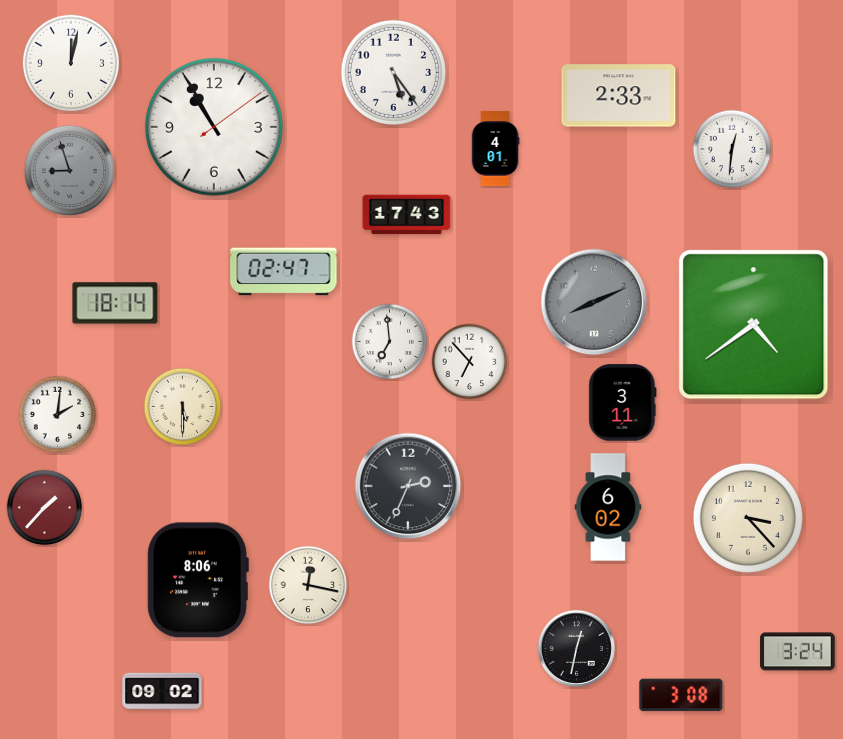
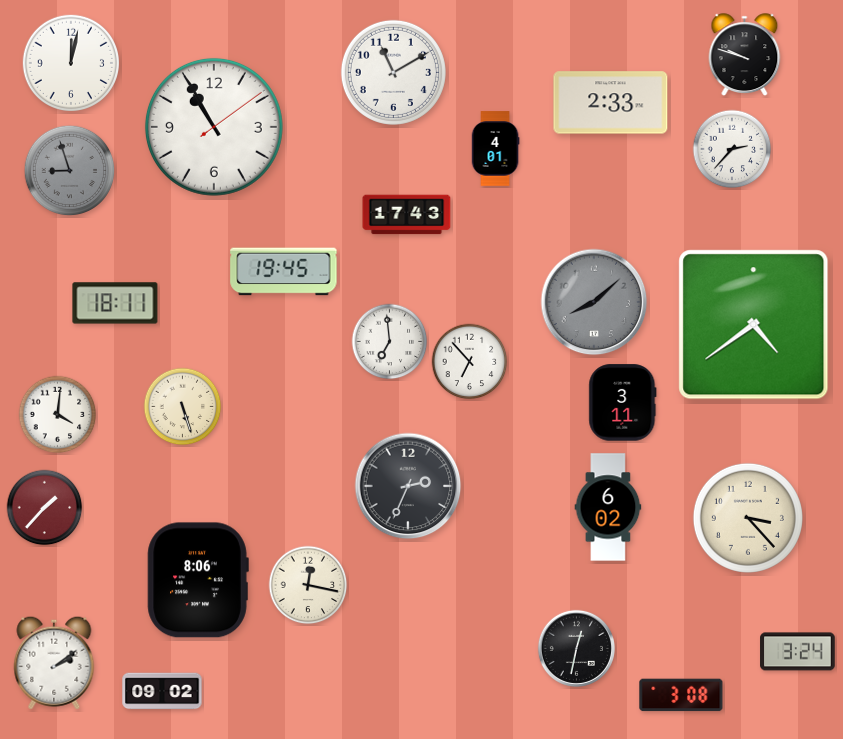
clock at (745, 55): none -> 9:48
clock at (393, 72): 5:24 -> 11:10
clock at (619, 96) position: (619, 96) -> (611, 103)
clock at (732, 149): 12:31 -> 2:37
clock at (284, 272): 02:47 -> 19:45
clock at (594, 302): 8:11 -> 8:08
clock at (115, 303): 18:14 -> 18:11
clock at (183, 407): 5:30 -> 5:27
clock at (58, 415): 2:01 -> 4:01
clock at (54, 663): none -> 2:09
